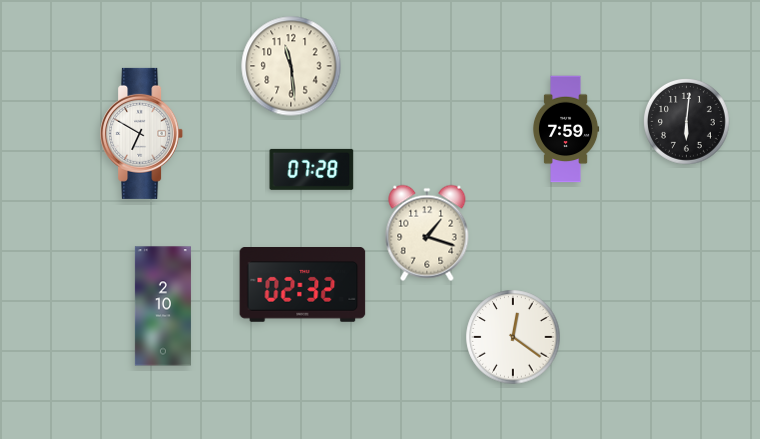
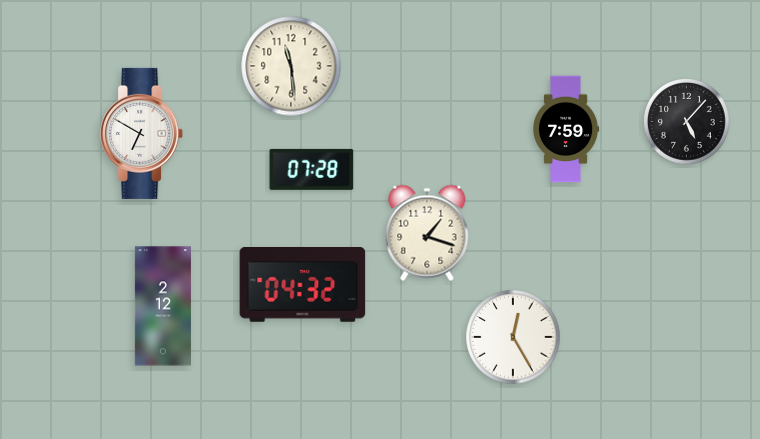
clock at (687, 122): 6:01 -> 5:07
clock at (303, 285): 02:32 -> 04:32
clock at (163, 306): 2:10 -> 2:12
clock at (513, 337): 12:21 -> 12:25
